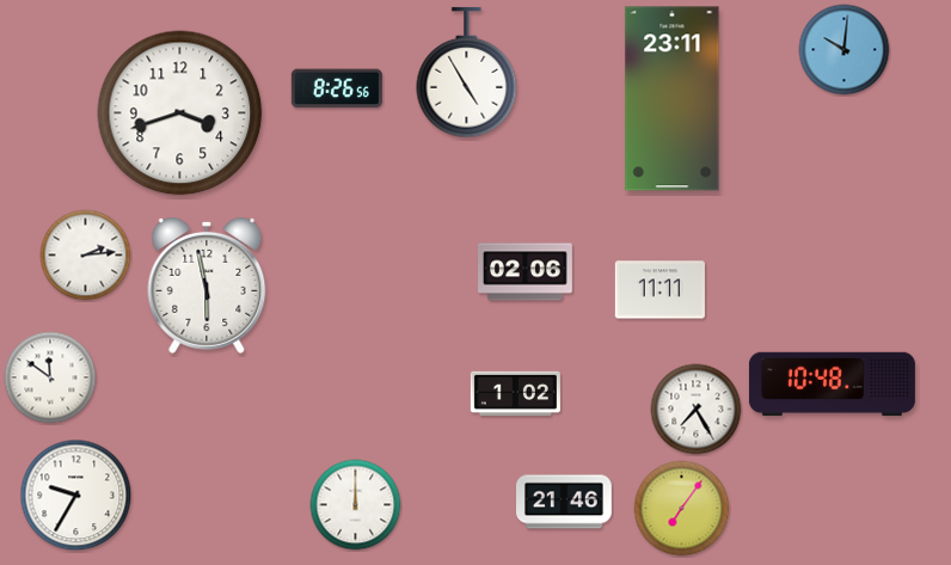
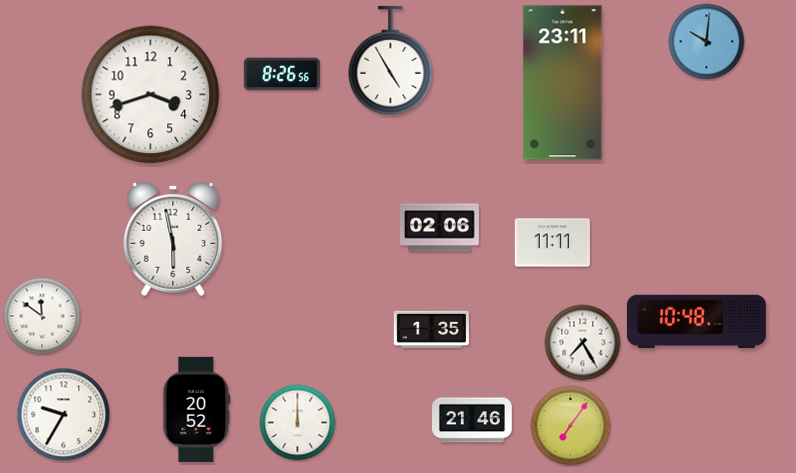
clock at (86, 256): 2:14 -> none
clock at (515, 393): 1:02 -> 1:35
clock at (197, 409): none -> 20:52
